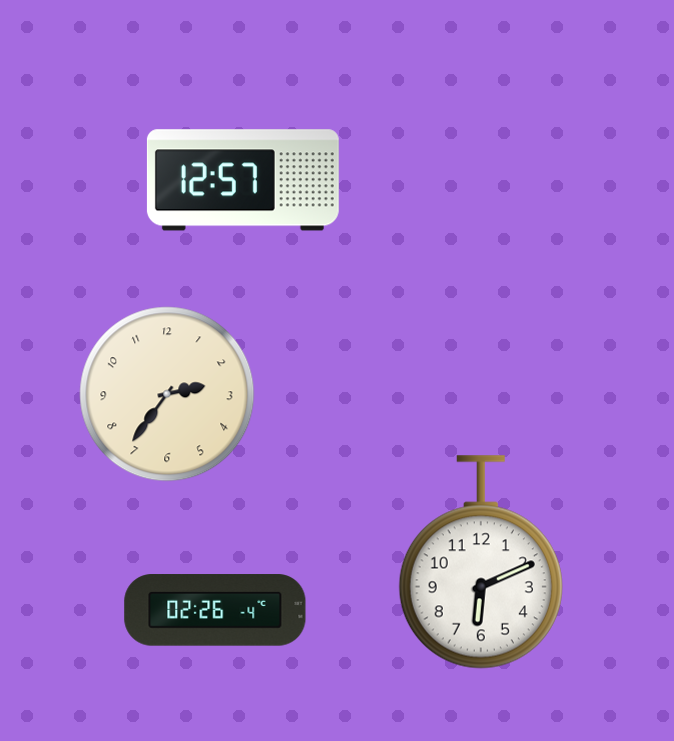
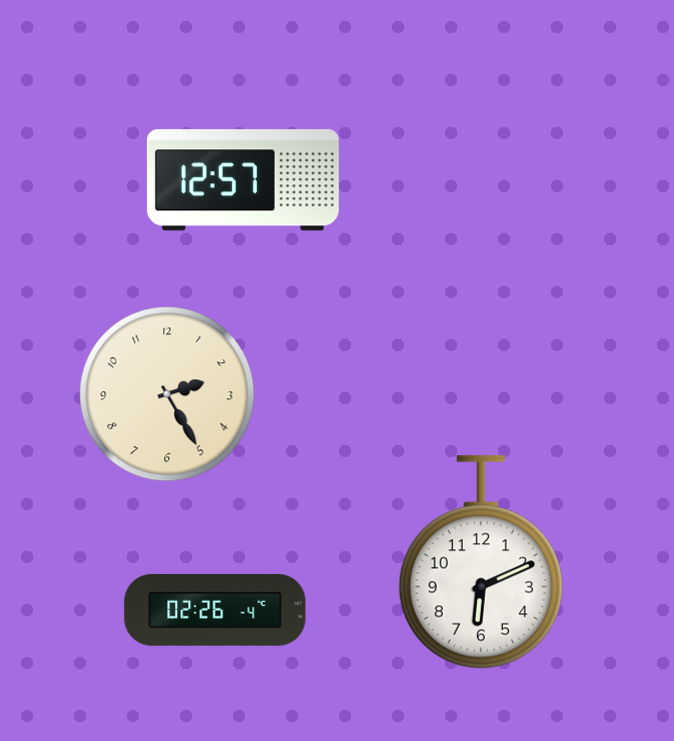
clock at (167, 394): 2:36 -> 2:25
